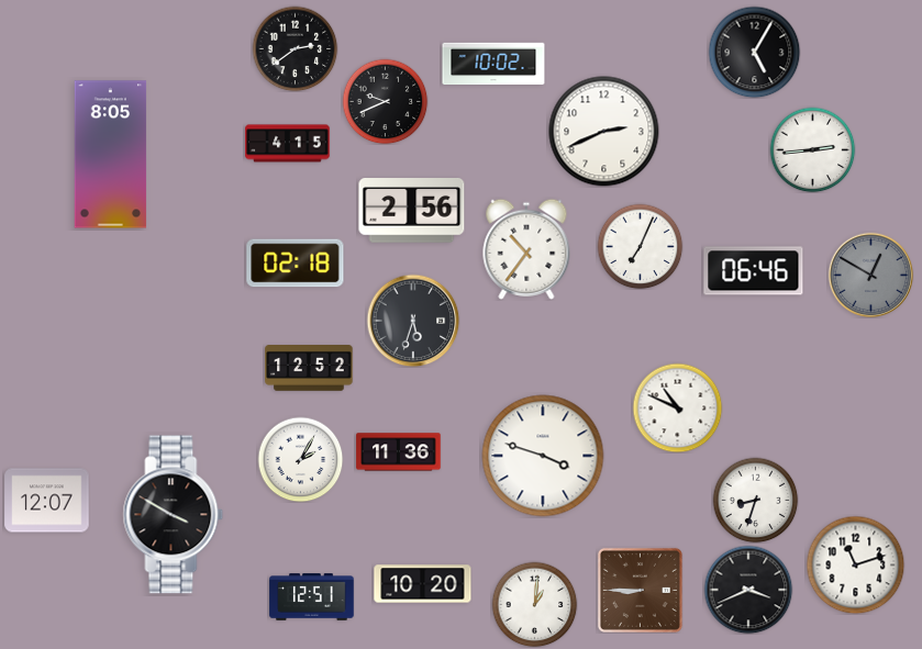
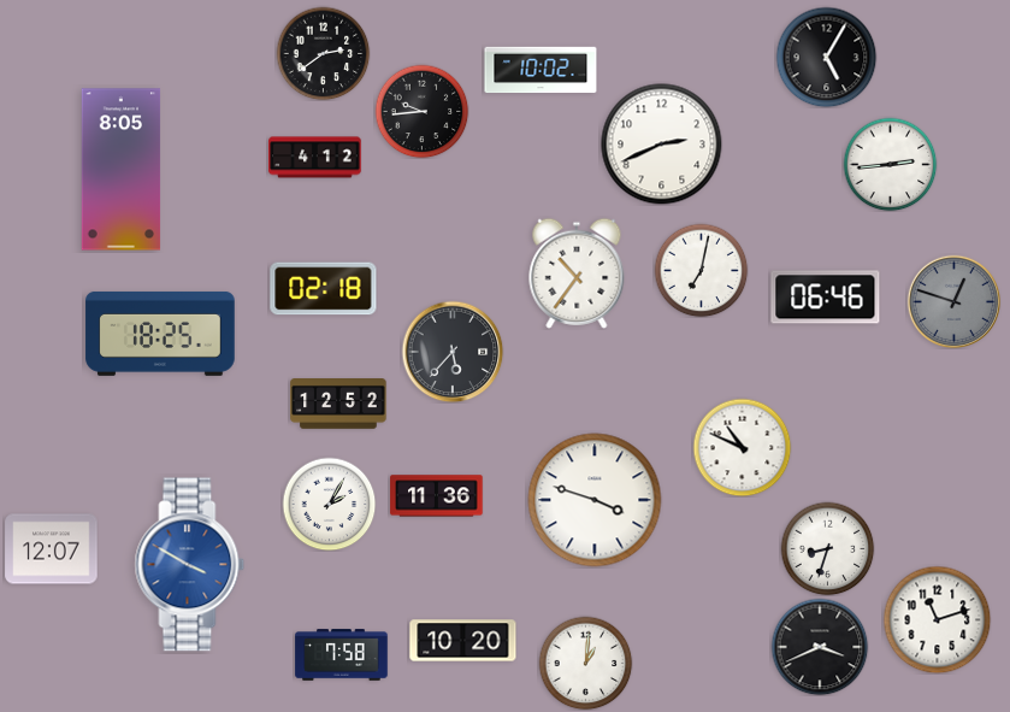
clock at (385, 101): 9:41 -> 9:44
clock at (288, 144): 4:15 -> 4:12
clock at (412, 211): 2:56 -> none
clock at (640, 246): 7:04 -> 7:02
clock at (870, 275): 12:50 -> 12:48
clock at (160, 334): none -> 18:25
clock at (413, 321): 5:33 -> 5:37
clock at (174, 515) dial: black -> blue
clock at (640, 590): 8:45 -> none
clock at (312, 597): 12:51 -> 7:58
